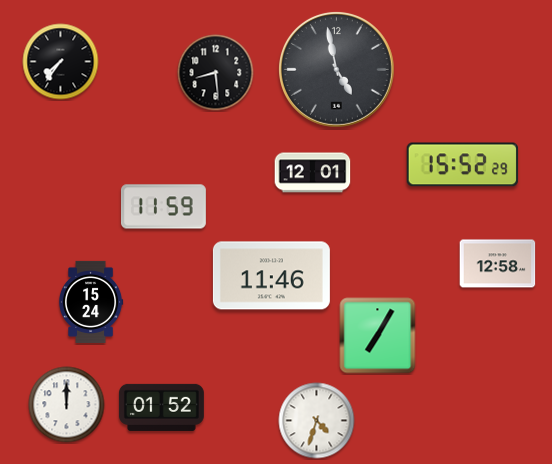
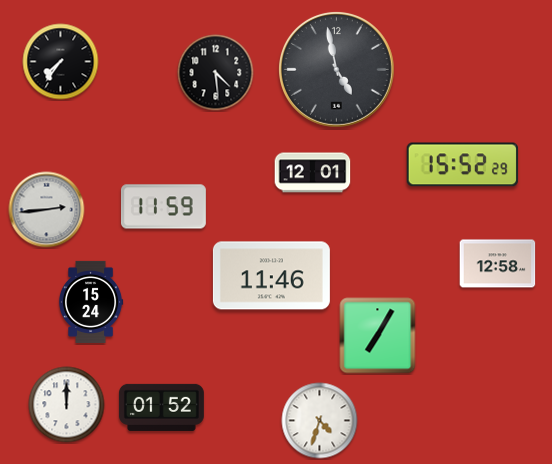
clock at (216, 73): 8:29 -> 4:29
clock at (47, 210): none -> 2:44
clock at (317, 421) position: (317, 421) -> (320, 421)
